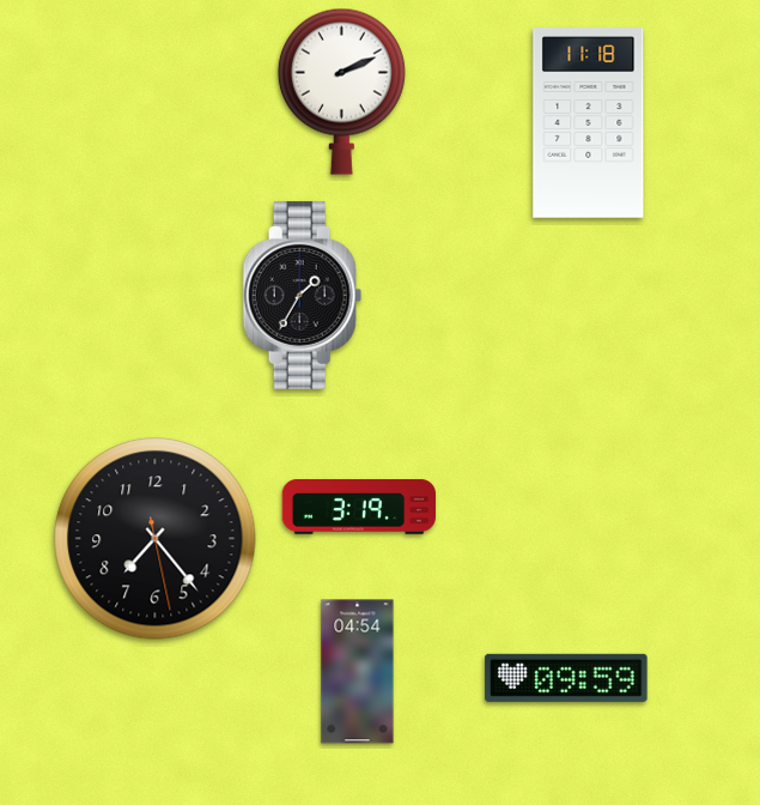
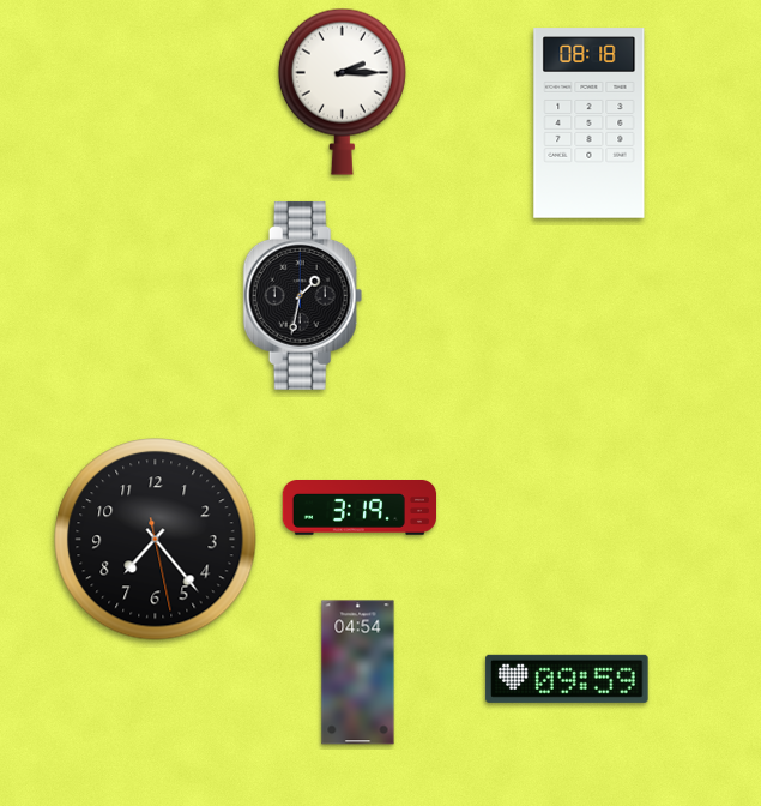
clock at (341, 91): 2:11 -> 2:15
clock at (589, 123): 11:18 -> 08:18
clock at (303, 295): 1:35 -> 1:32
